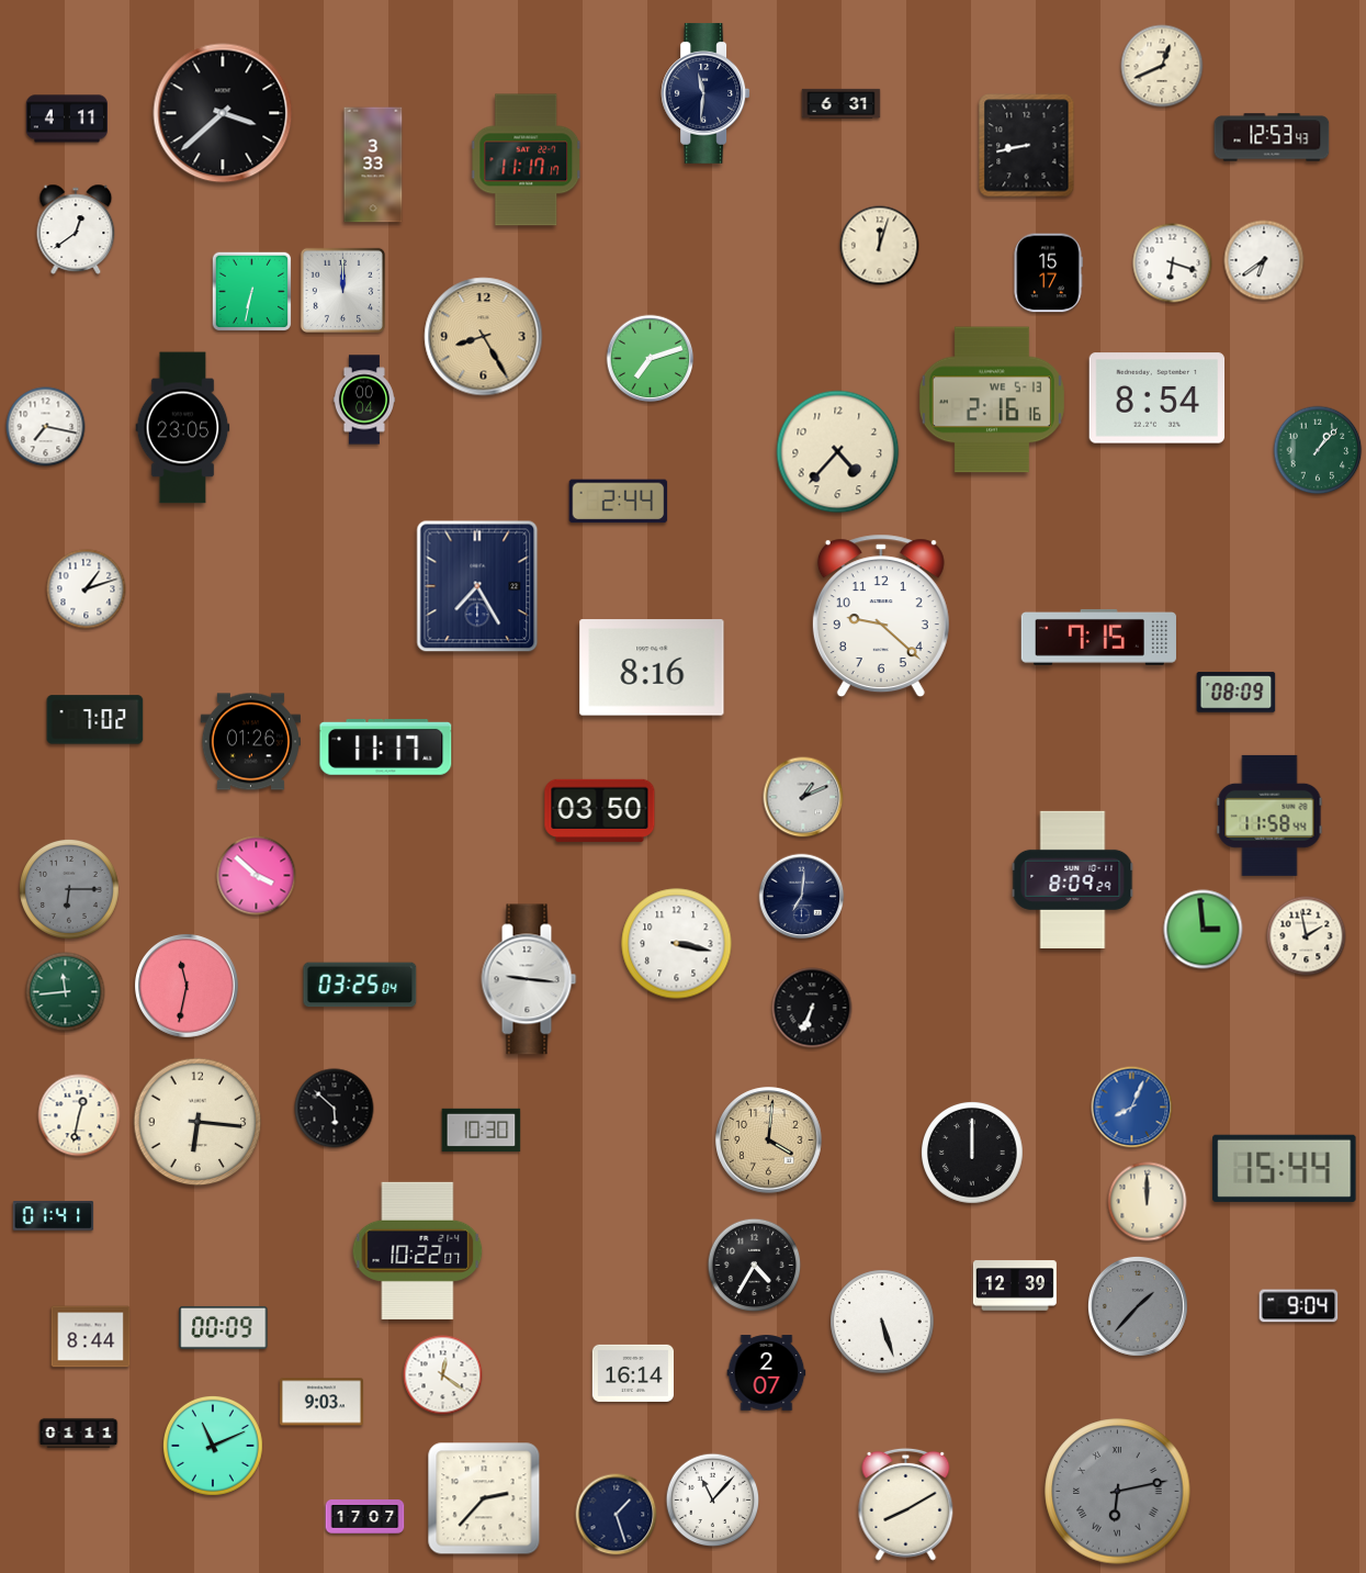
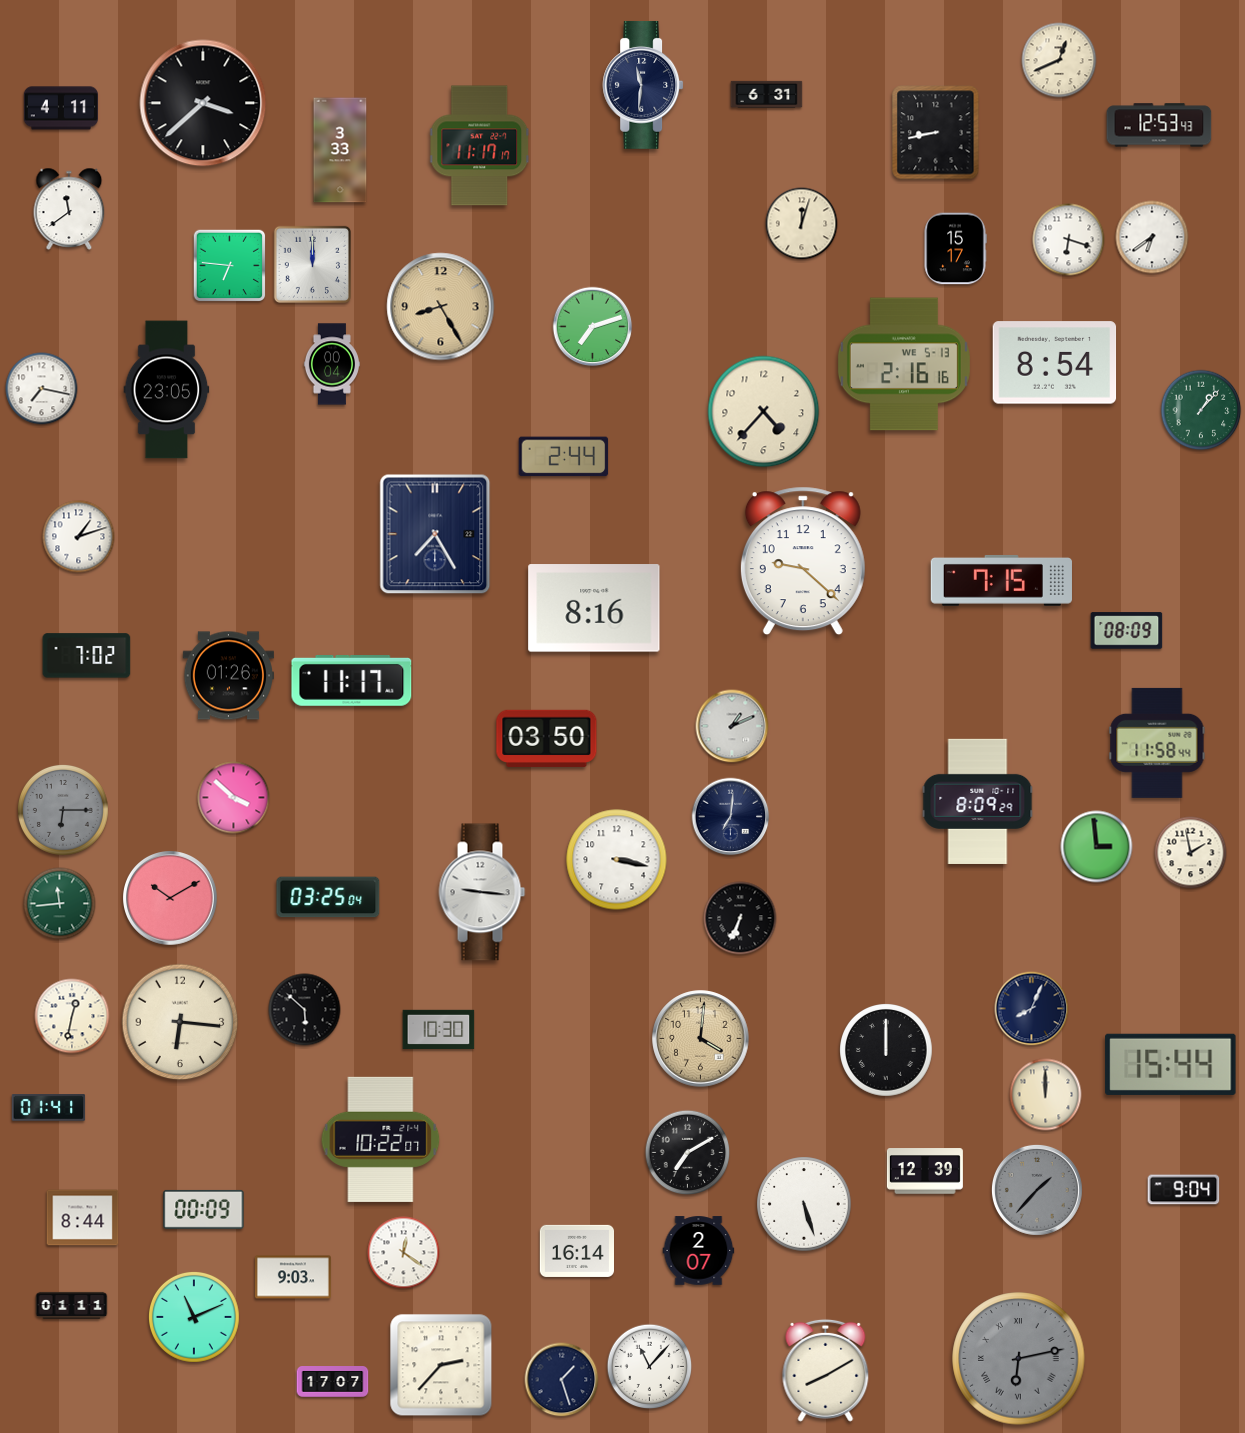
clock at (76, 229): 12:39 -> 11:39
clock at (252, 292): 6:32 -> 6:46
clock at (188, 987): 11:32 -> 10:10
clock at (1132, 1108) dial: blue -> navy
clock at (755, 1266): 4:35 -> 7:10
